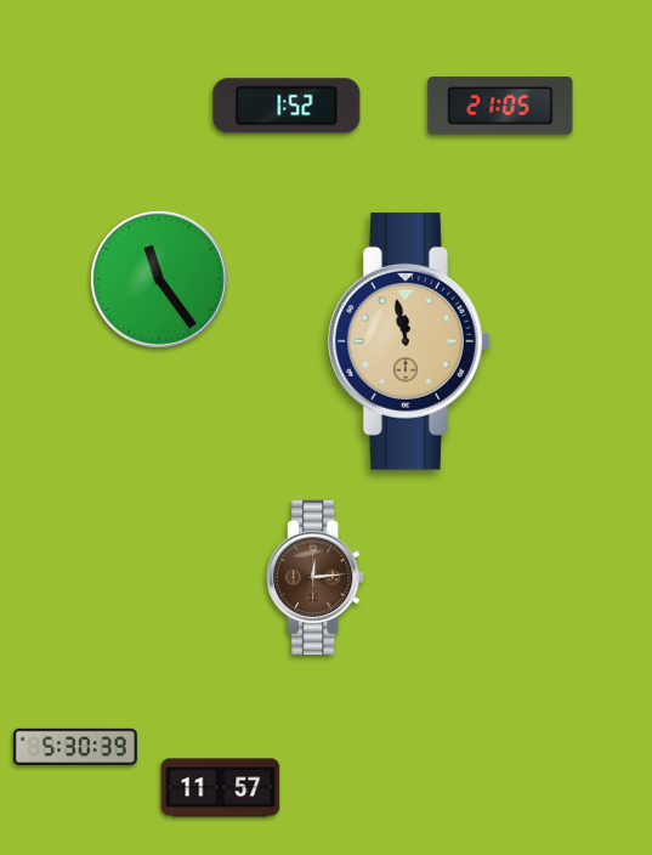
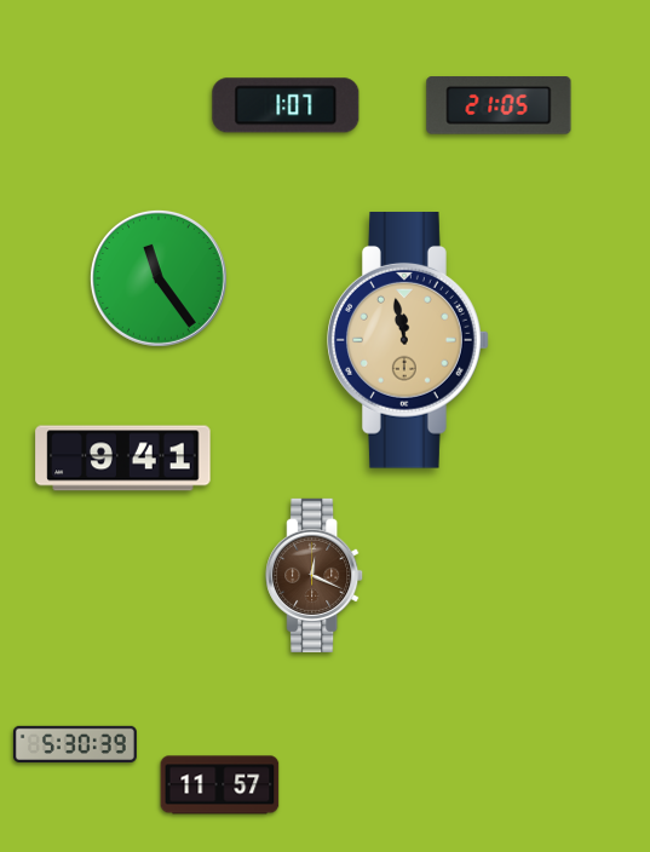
clock at (287, 106): 1:52 -> 1:07
clock at (123, 459): none -> 9:41
clock at (316, 577): 12:14 -> 12:19
